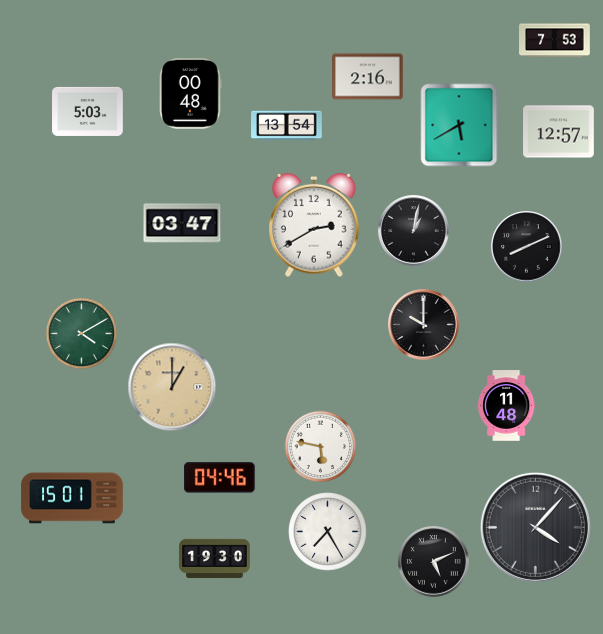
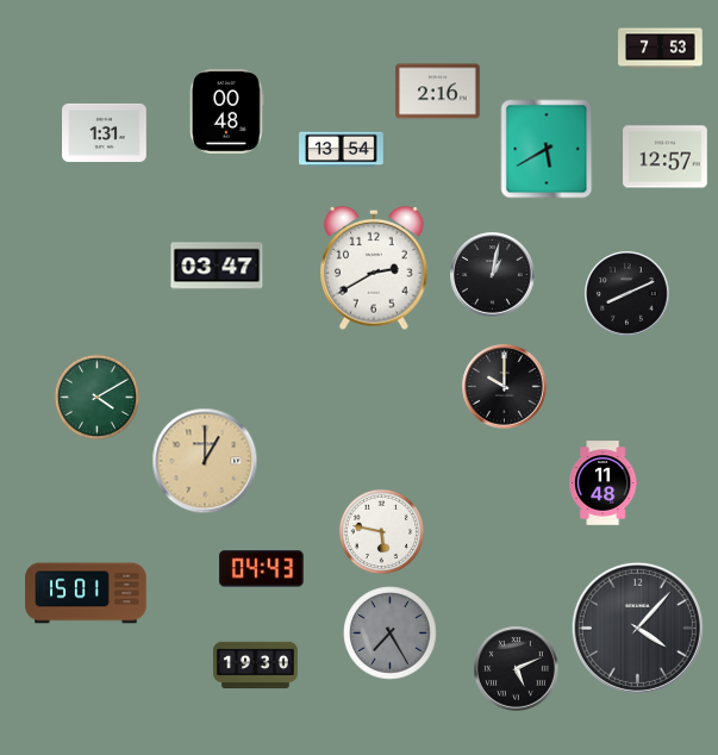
clock at (88, 111): 5:03 -> 1:31
clock at (220, 478): 04:46 -> 04:43
clock at (328, 532) dial: white -> grey
